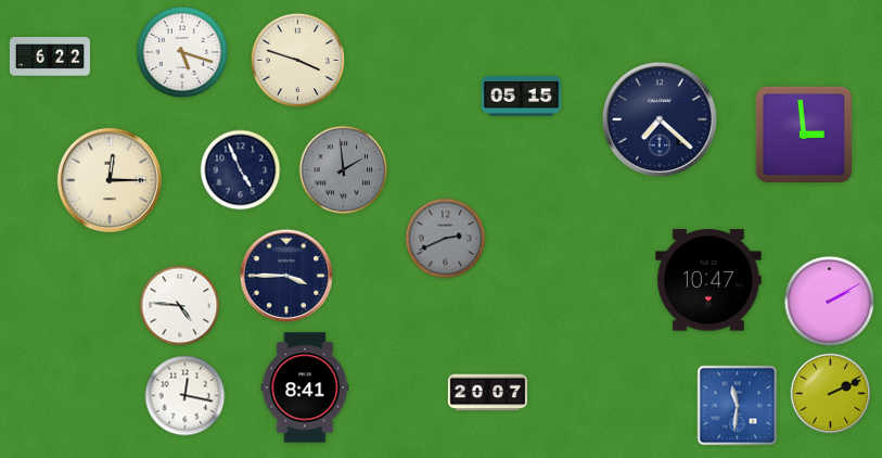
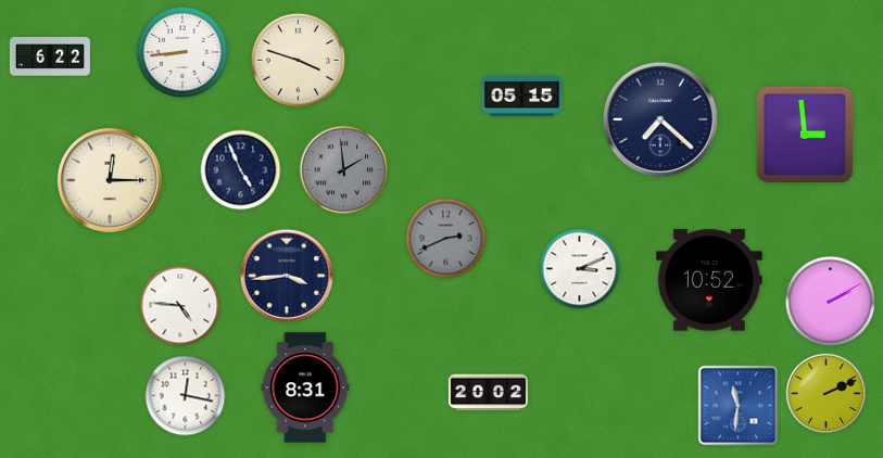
clock at (182, 52): 5:18 -> 8:44
clock at (580, 269): none -> 3:11
clock at (285, 275): 3:45 -> 3:44
clock at (710, 280): 10:47 -> 10:52
clock at (305, 387): 8:41 -> 8:31
clock at (487, 393): 20:07 -> 20:02
clock at (831, 394) position: (831, 394) -> (827, 394)
